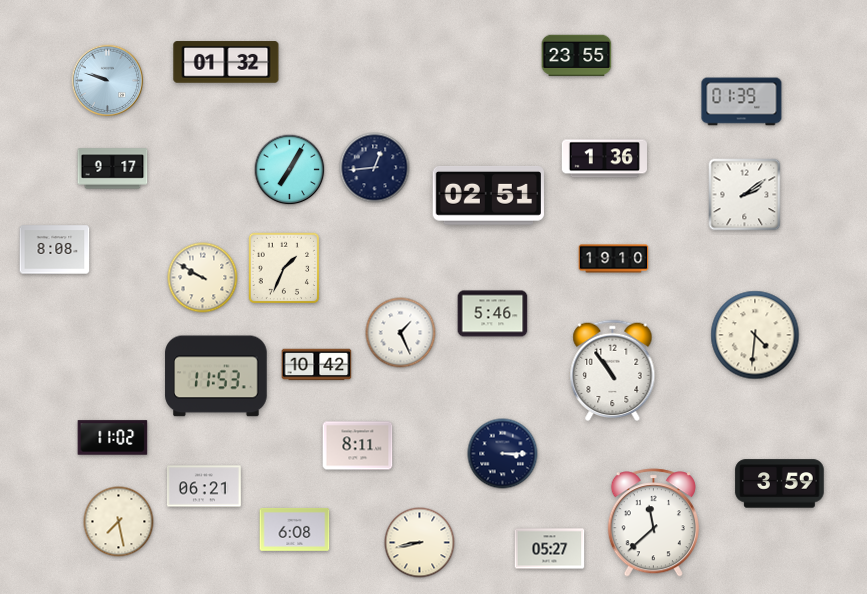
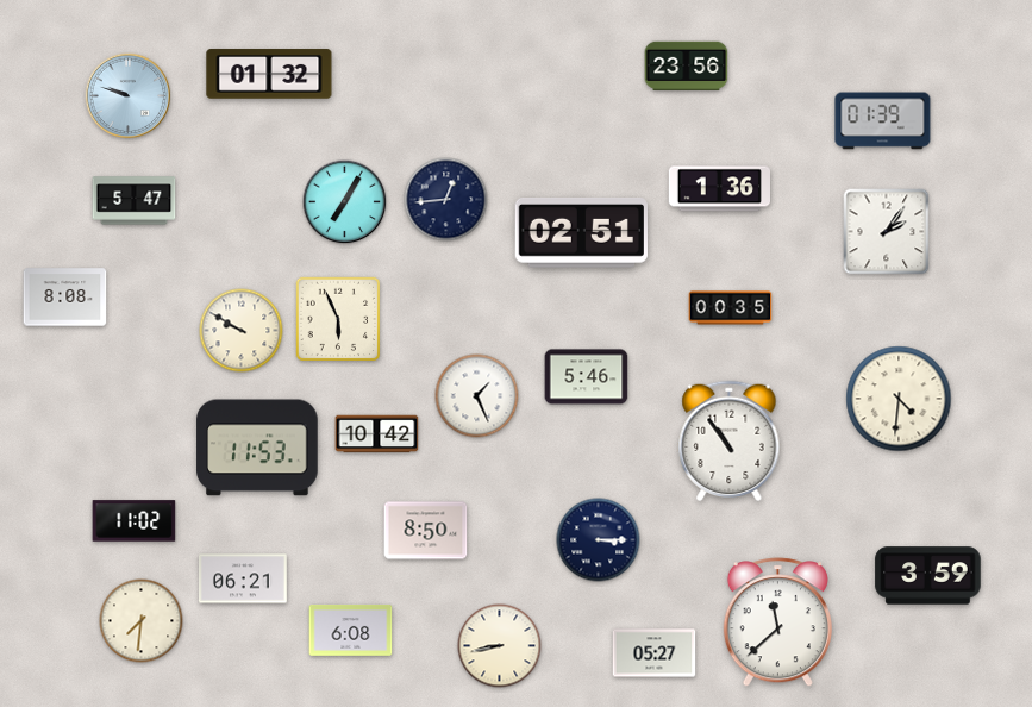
clock at (577, 56): 23:55 -> 23:56
clock at (113, 169): 9:17 -> 5:47
clock at (745, 195): 2:09 -> 2:06
clock at (614, 259): 19:10 -> 00:35
clock at (284, 268): 1:34 -> 5:56
clock at (493, 314) position: (493, 314) -> (587, 377)
clock at (358, 446): 8:11 -> 8:50
clock at (119, 522): 7:28 -> 7:31
